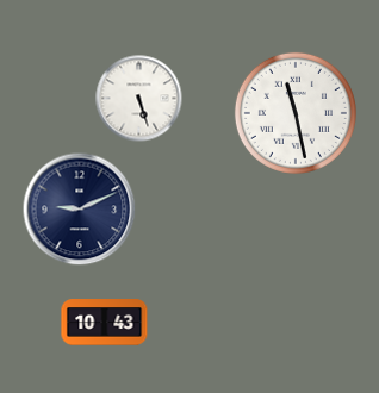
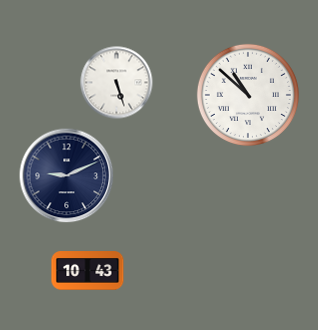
clock at (296, 113): 11:28 -> 10:52
